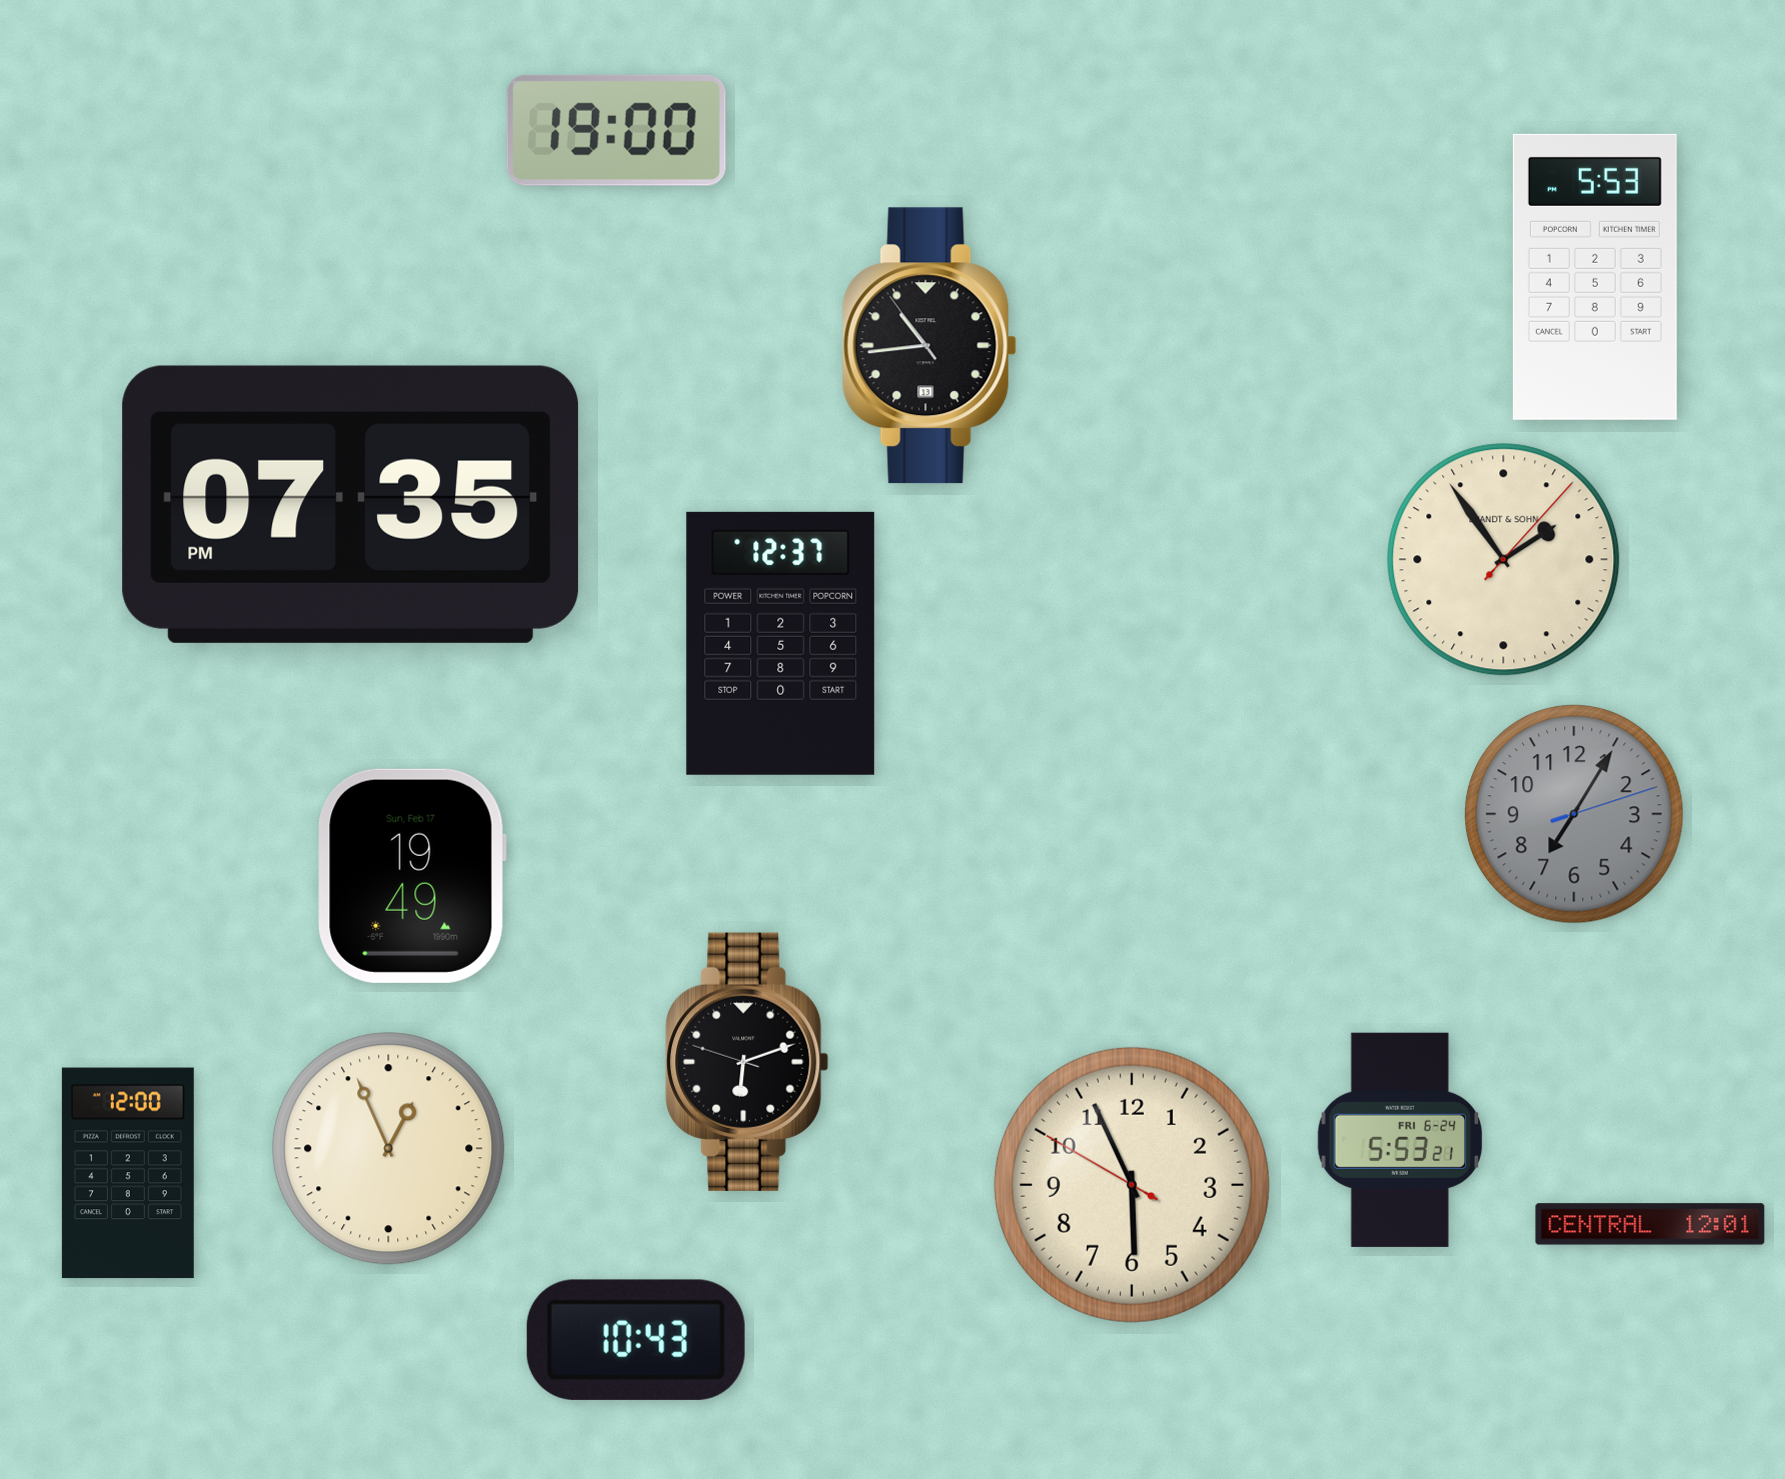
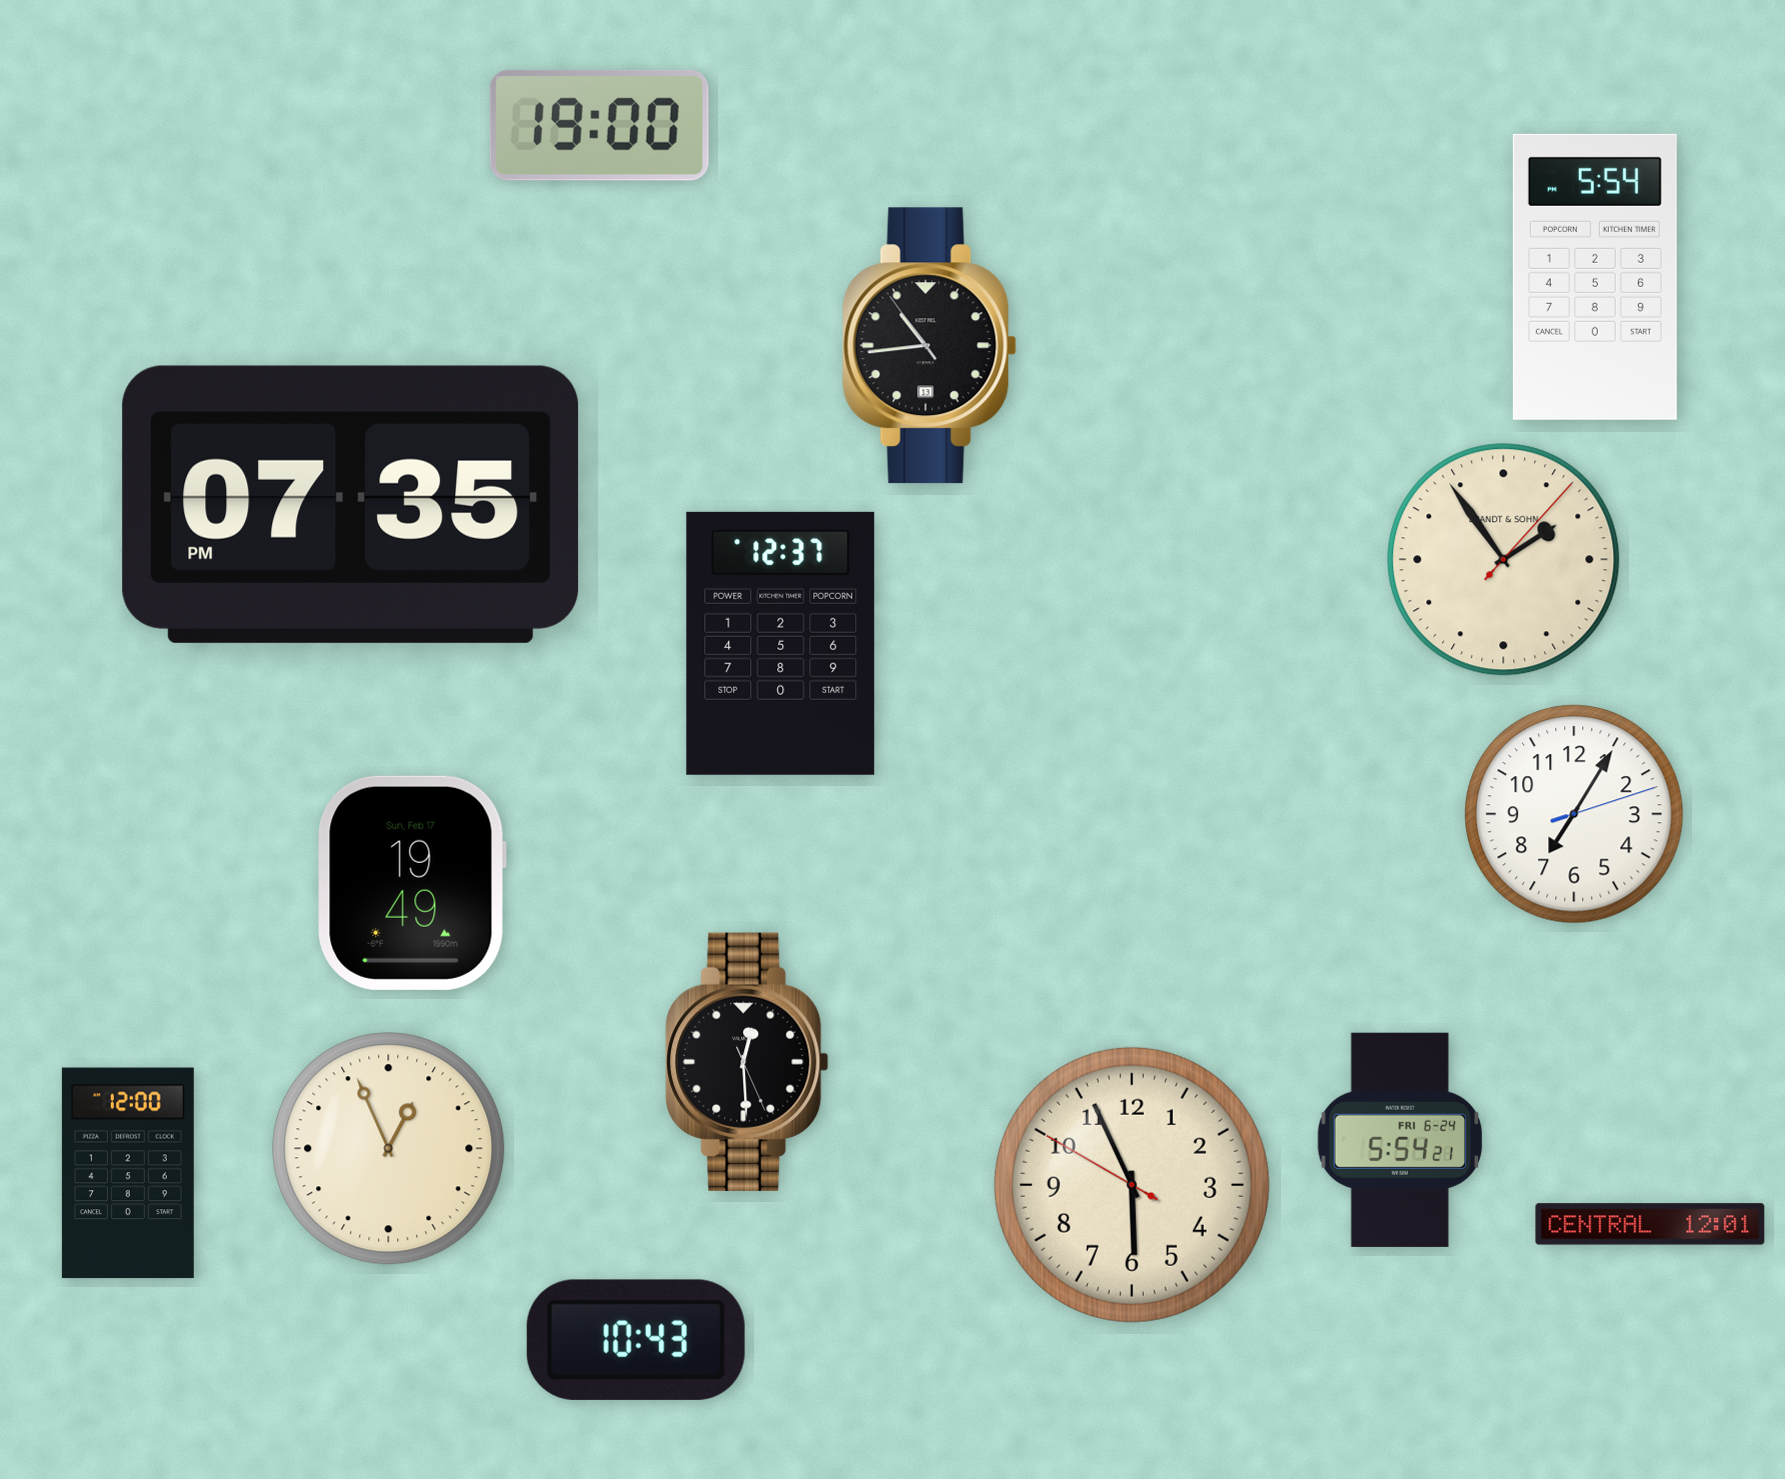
clock at (616, 130) position: (616, 130) -> (599, 125)
clock at (1595, 277): 5:53 -> 5:54
clock at (1574, 814) dial: grey -> white
clock at (412, 876) position: (412, 876) -> (412, 883)
clock at (747, 1062): 6:11 -> 12:29
clock at (1400, 1140): 5:53 -> 5:54
